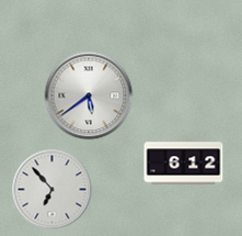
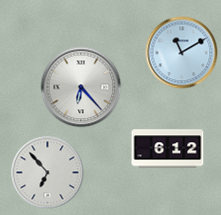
clock at (182, 53): none -> 11:10
clock at (89, 95): 5:39 -> 6:23
